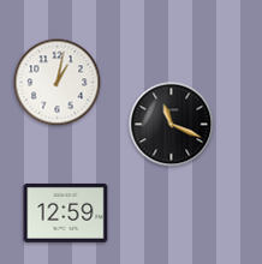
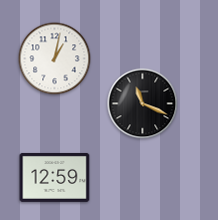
clock at (58, 83) position: (58, 83) -> (55, 59)
